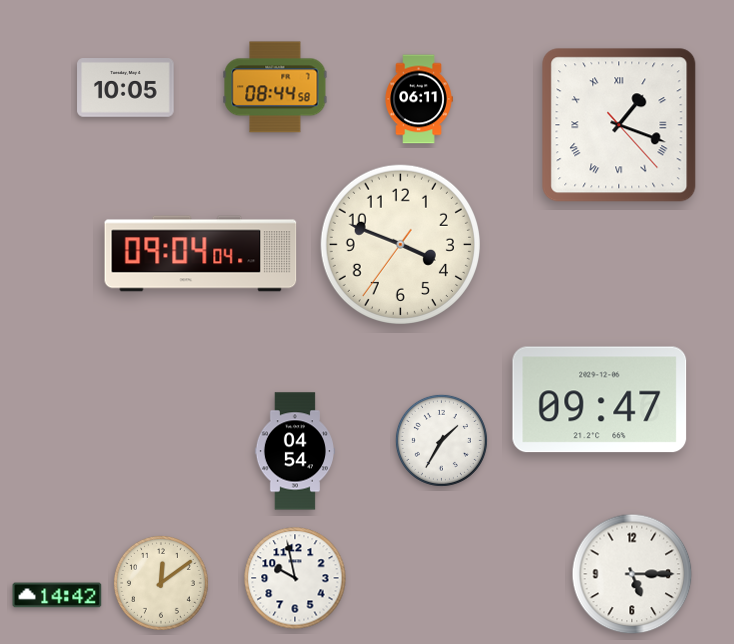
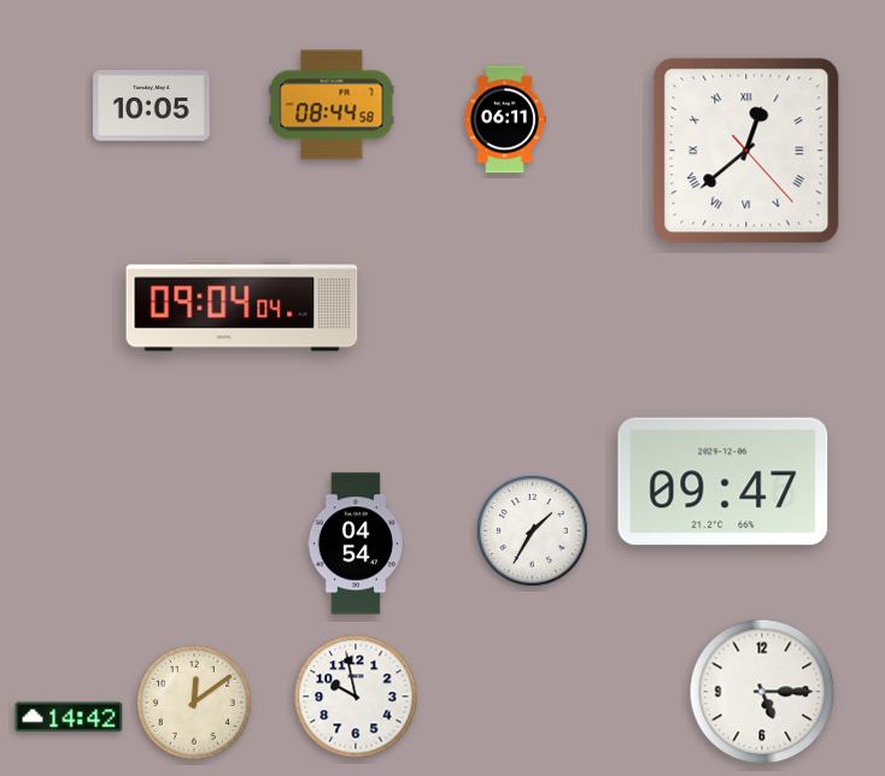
clock at (619, 125): 1:18 -> 12:38
clock at (400, 244): 3:48 -> none
